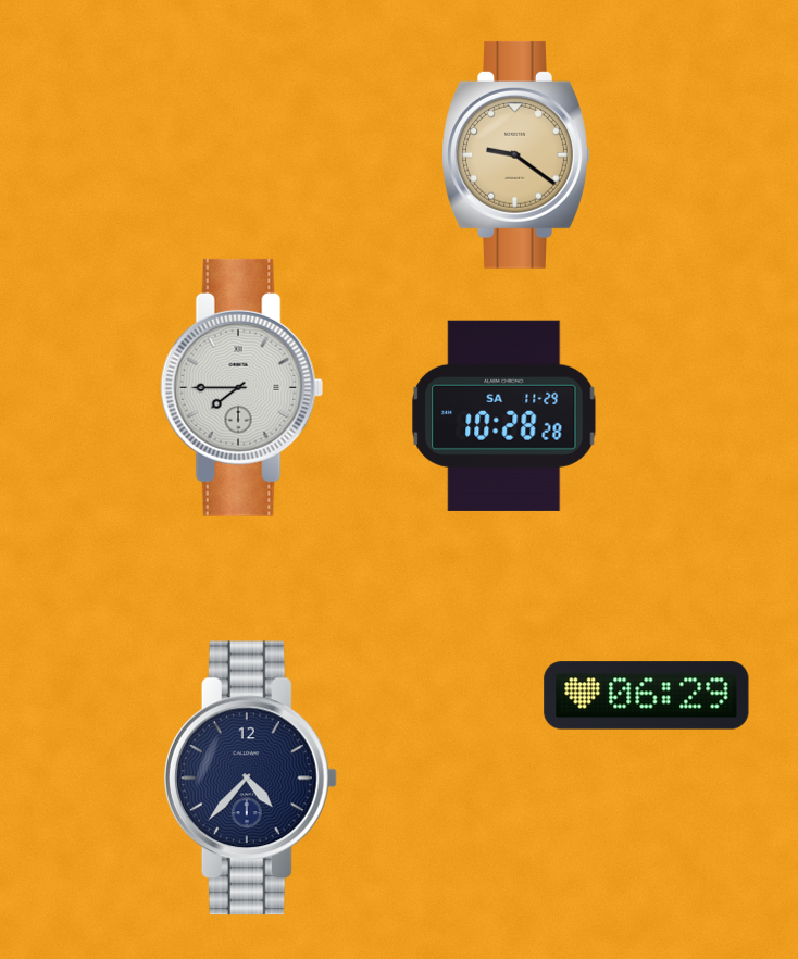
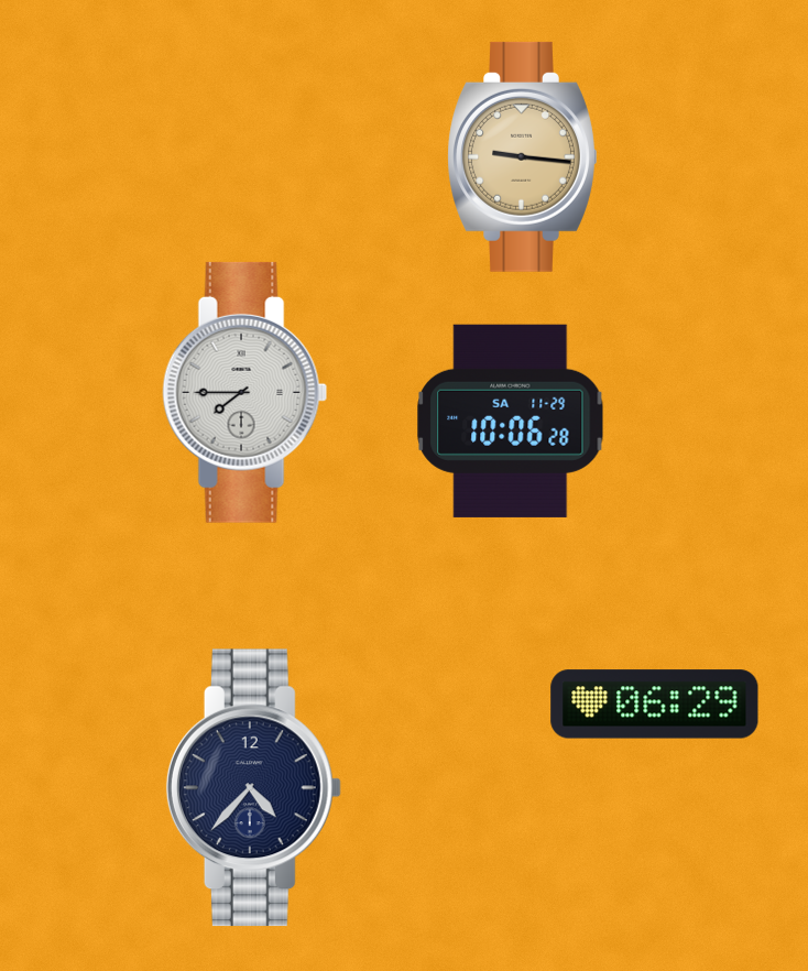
clock at (516, 154): 9:21 -> 9:16
clock at (504, 415): 10:28 -> 10:06
